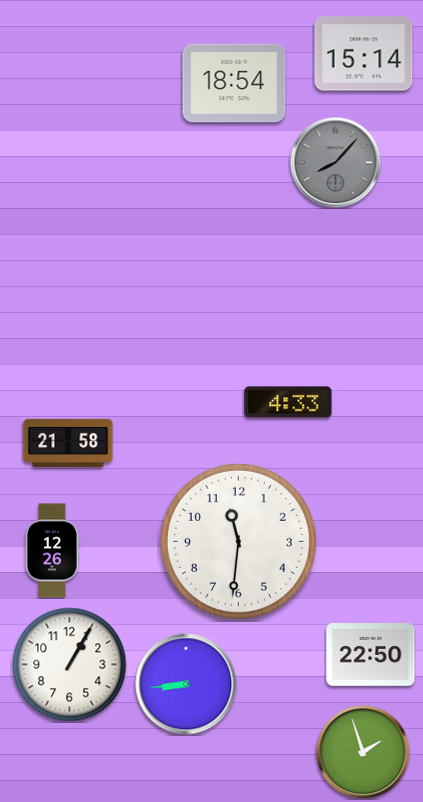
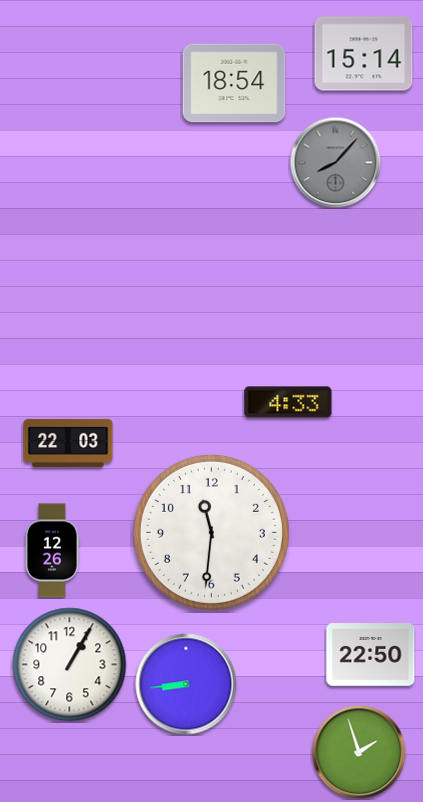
clock at (68, 443): 21:58 -> 22:03
clock at (238, 541) position: (238, 541) -> (211, 532)
clock at (363, 752) position: (363, 752) -> (359, 752)
